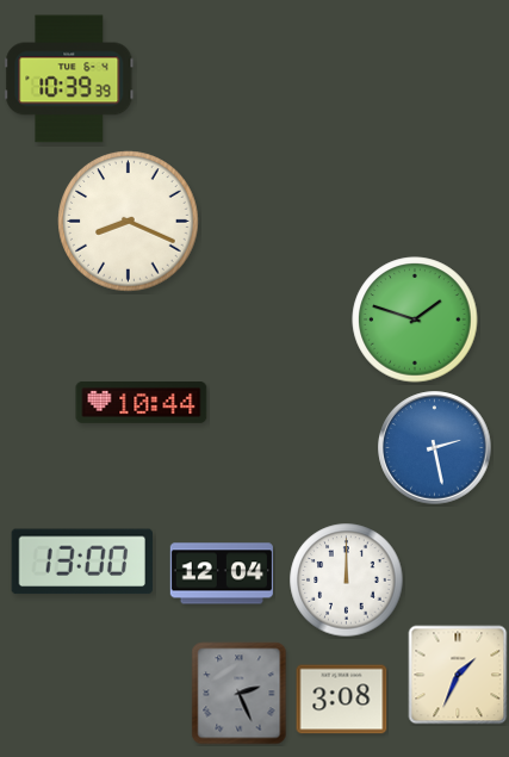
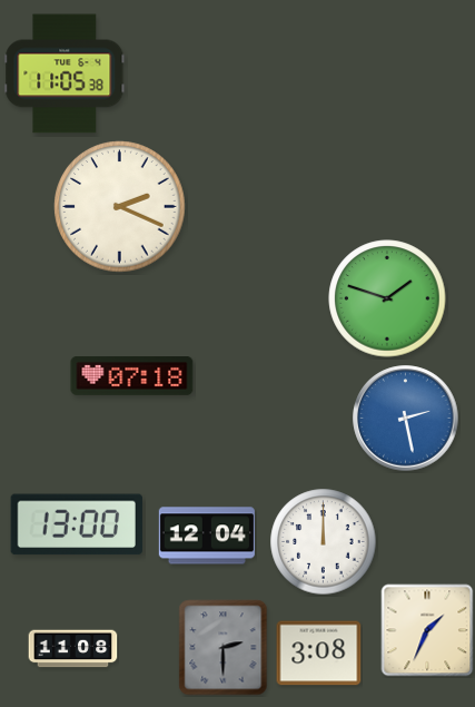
clock at (69, 79): 10:39 -> 11:05
clock at (129, 222): 8:19 -> 2:19
clock at (142, 403): 10:44 -> 07:18
clock at (240, 694): 2:26 -> 2:30
clock at (73, 649): none -> 11:08
